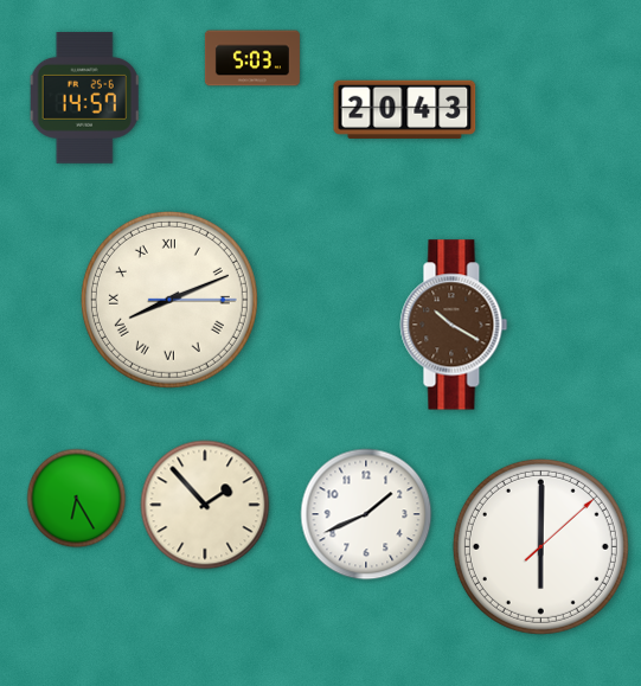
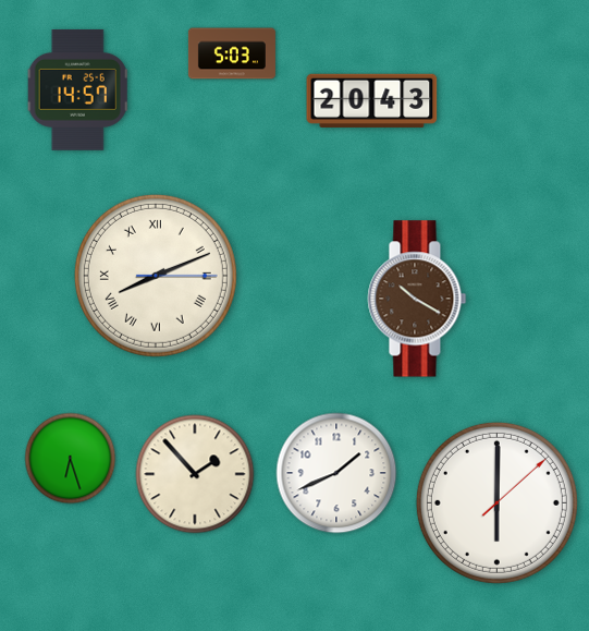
clock at (77, 499): 6:25 -> 6:27
clock at (205, 505) position: (205, 505) -> (195, 474)
